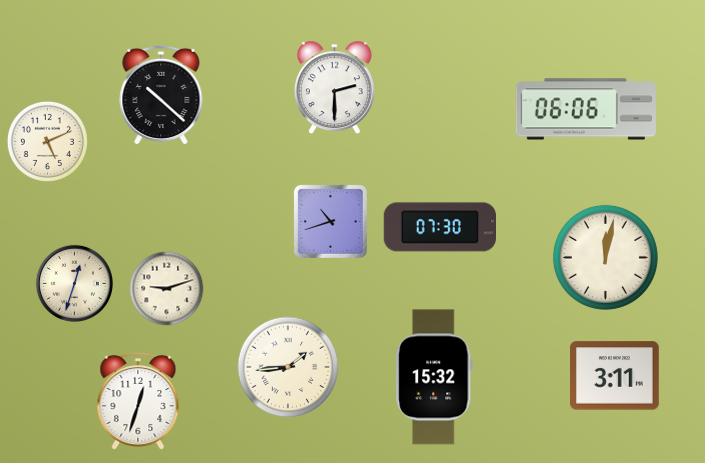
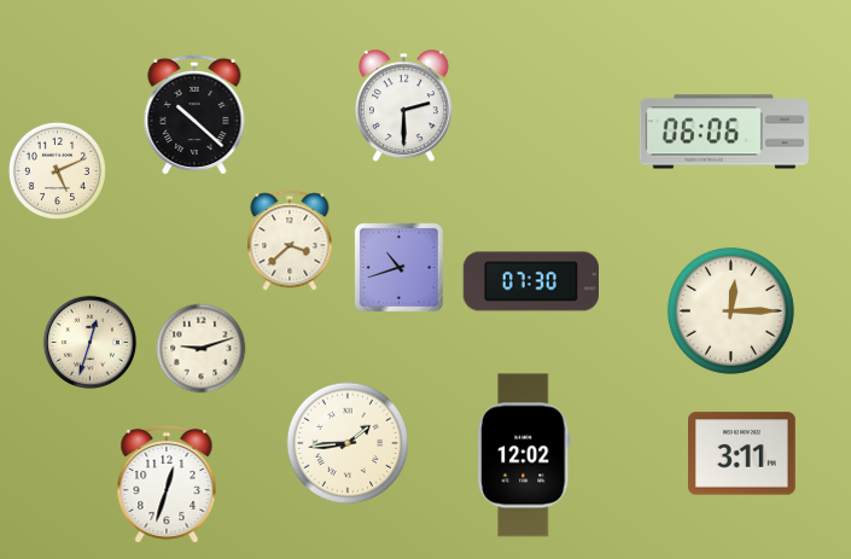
clock at (586, 109) position: (586, 109) -> (724, 132)
clock at (290, 240): none -> 3:38
clock at (439, 227) position: (439, 227) -> (530, 281)
clock at (605, 257): 12:02 -> 12:15
clock at (434, 377): 15:32 -> 12:02
